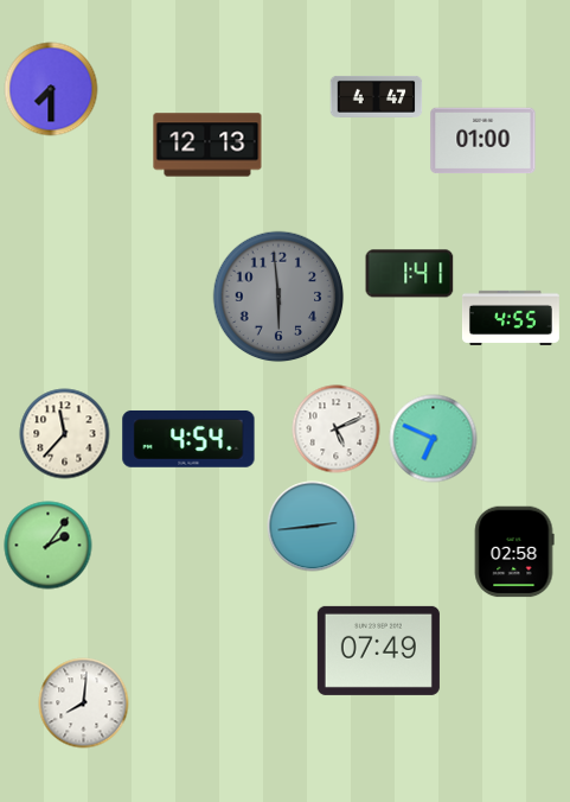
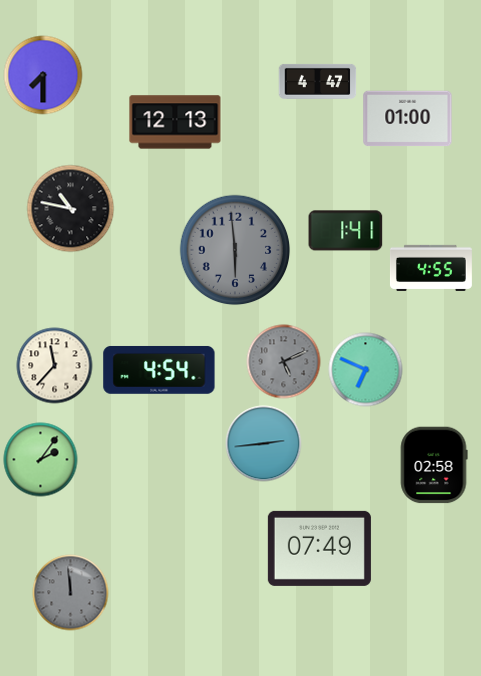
clock at (71, 209): none -> 10:47
clock at (337, 429) dial: white -> grey
clock at (84, 704): 8:01 -> 11:59
clock at (84, 704) dial: white -> grey
